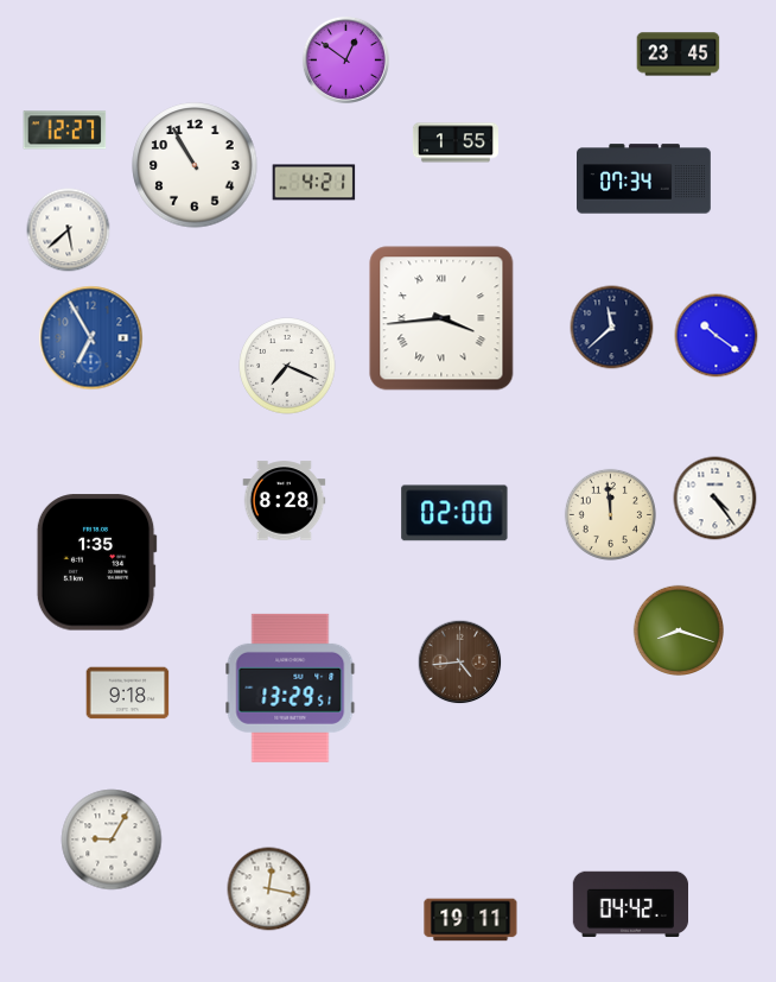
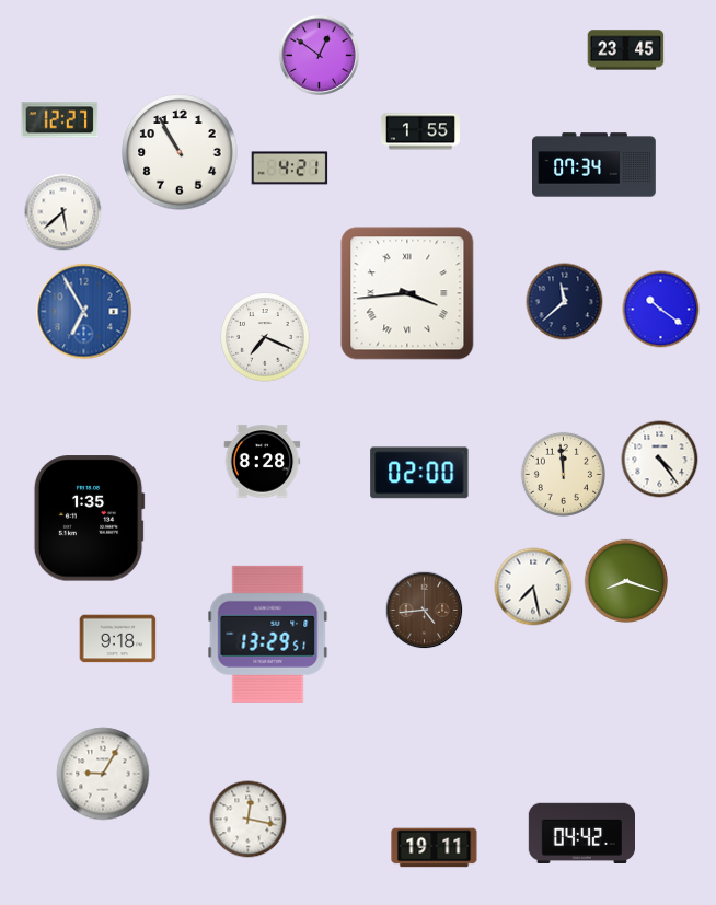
clock at (533, 587): none -> 7:28
